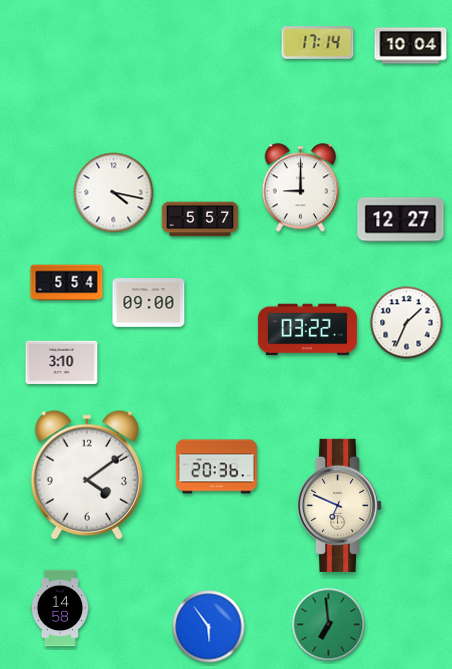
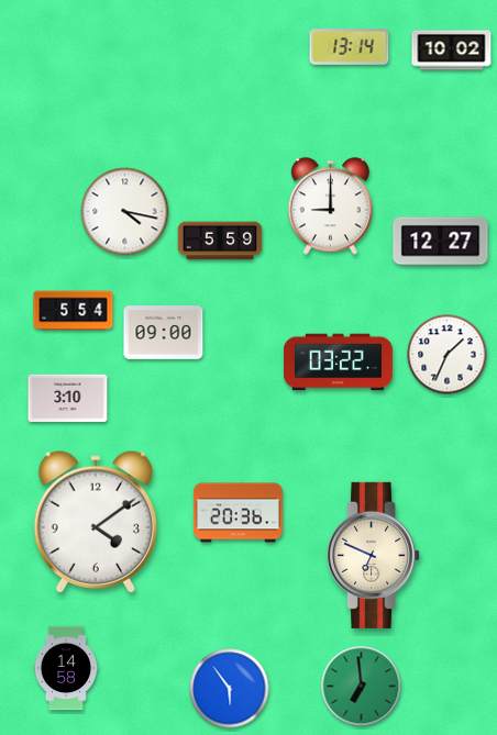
clock at (318, 43): 17:14 -> 13:14
clock at (411, 46): 10:04 -> 10:02
clock at (200, 219): 5:57 -> 5:59
